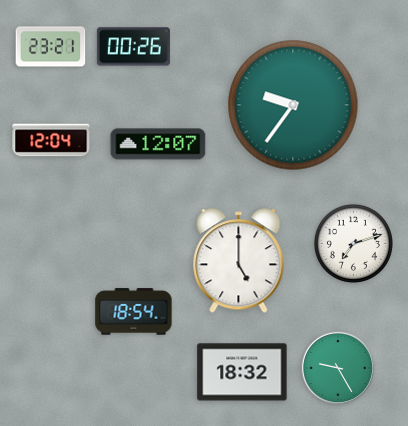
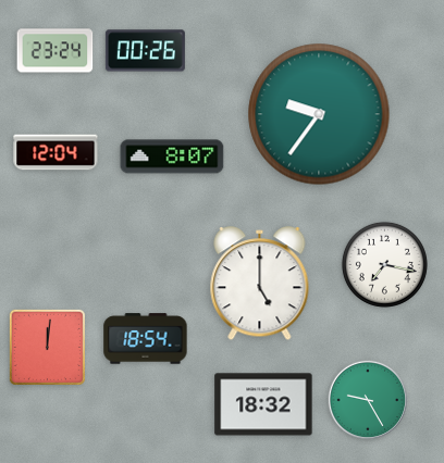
clock at (51, 47): 23:21 -> 23:24
clock at (158, 144): 12:07 -> 8:07
clock at (353, 243): 7:12 -> 7:17
clock at (47, 347): none -> 12:01
